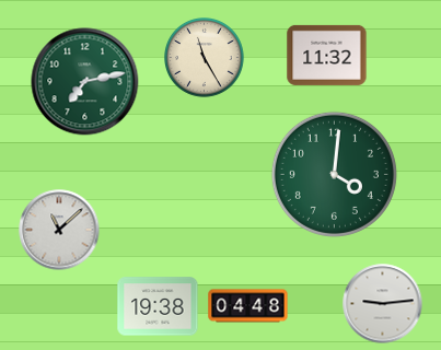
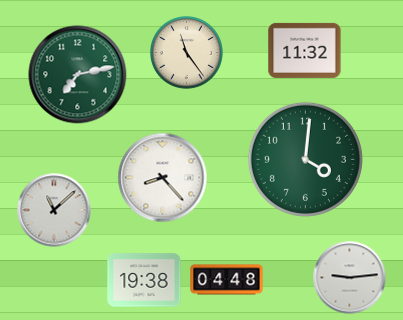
clock at (327, 55) position: (327, 55) -> (305, 50)
clock at (205, 58): 11:25 -> 11:24
clock at (163, 178): none -> 8:23
